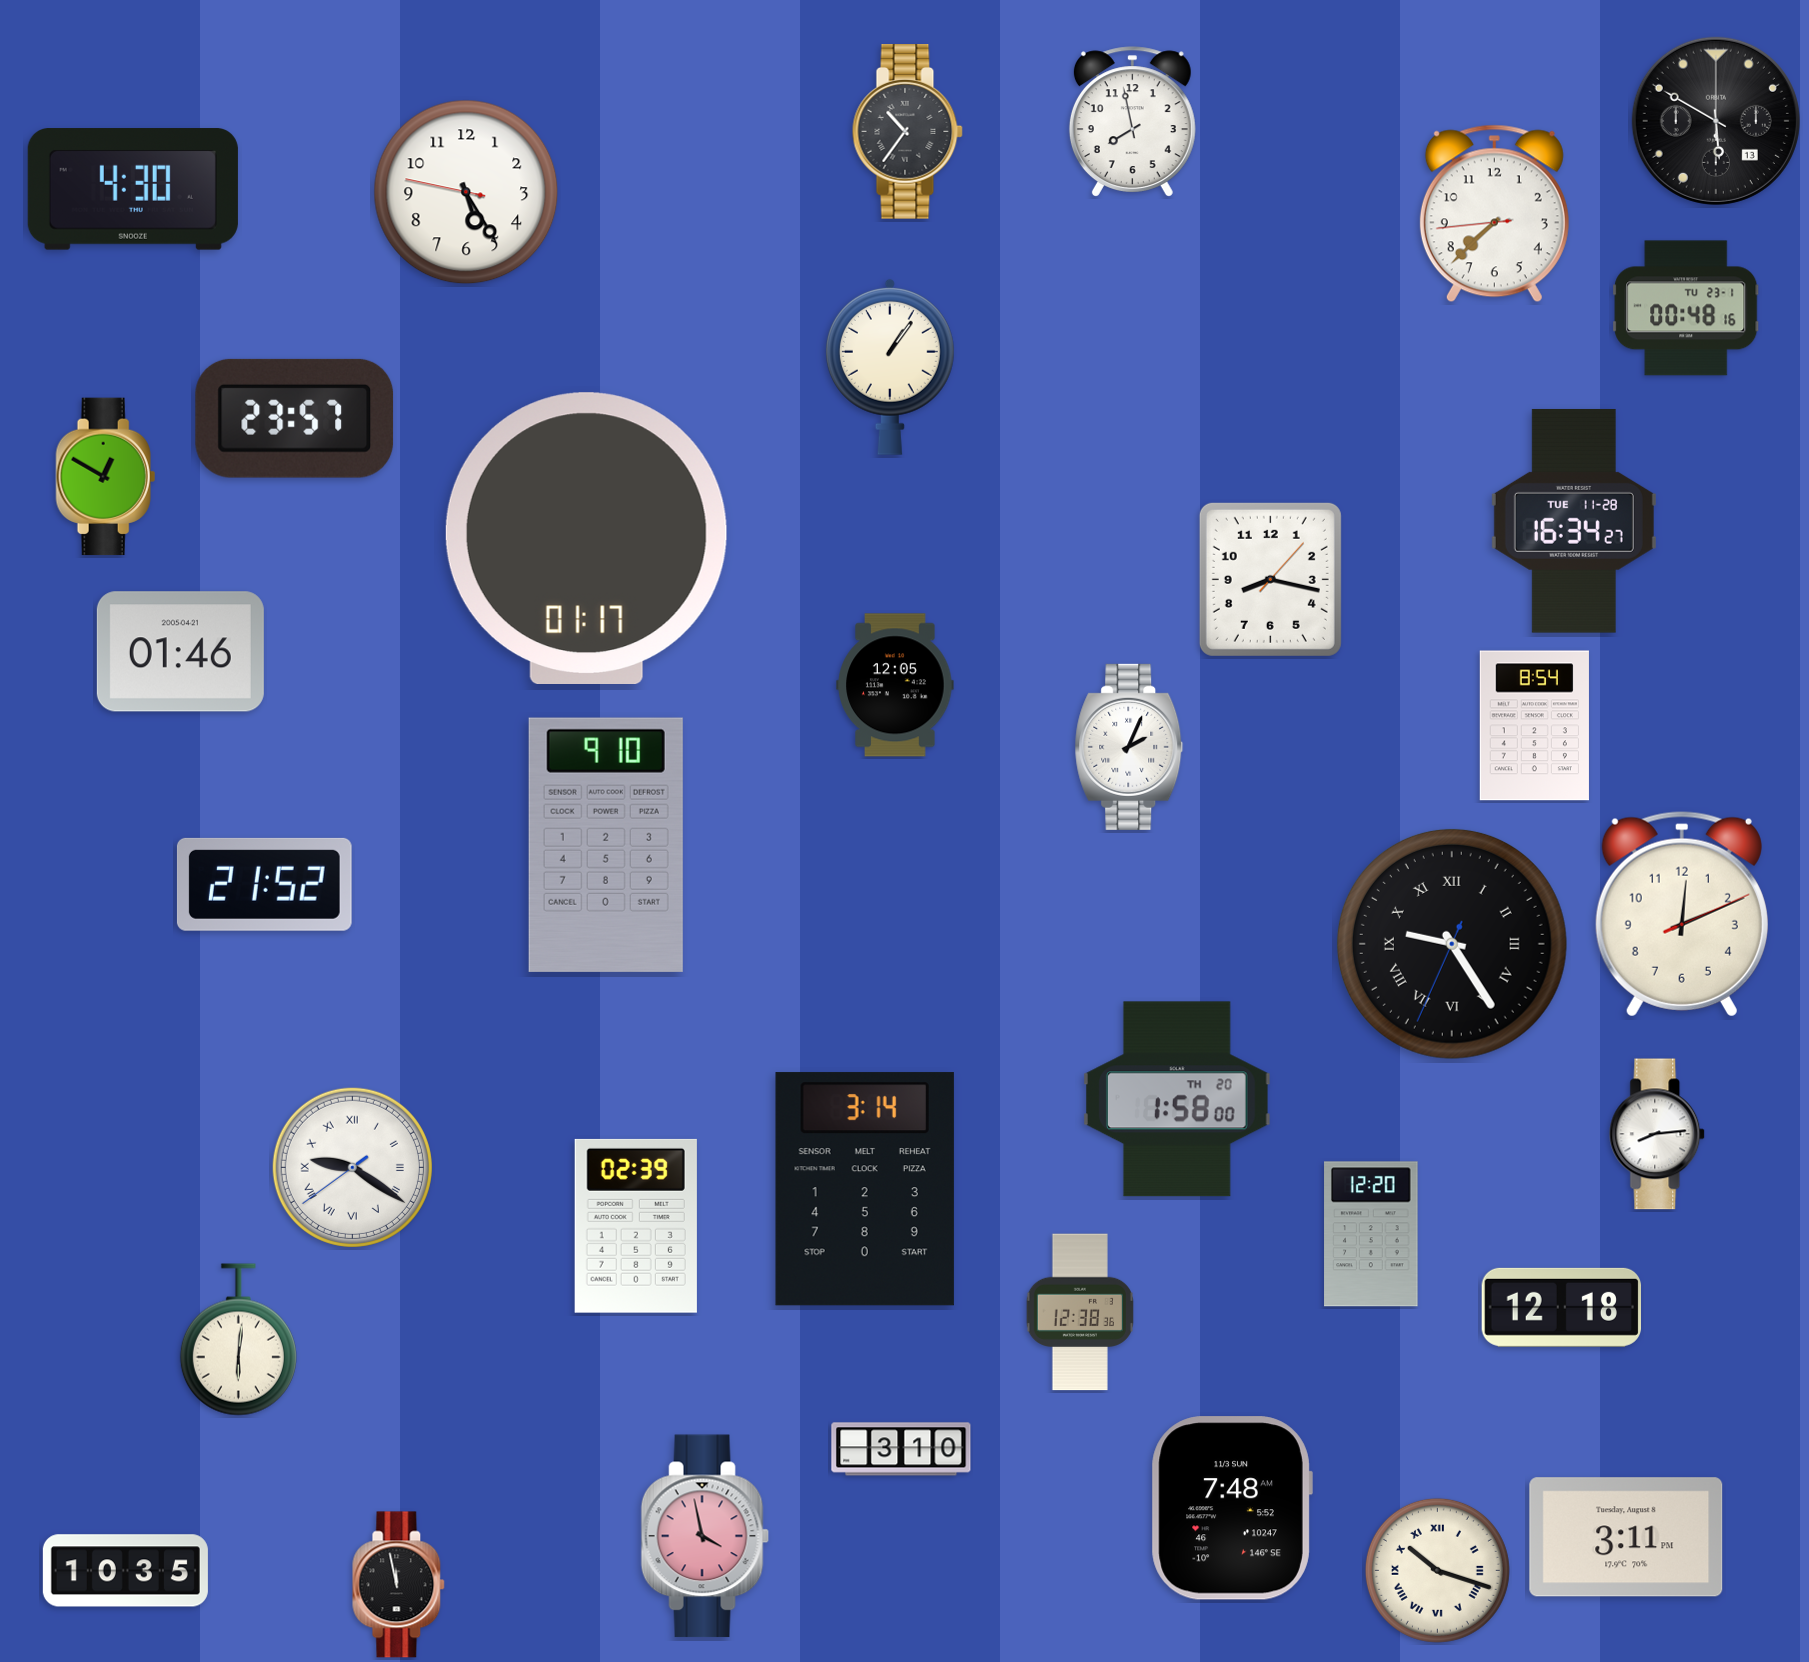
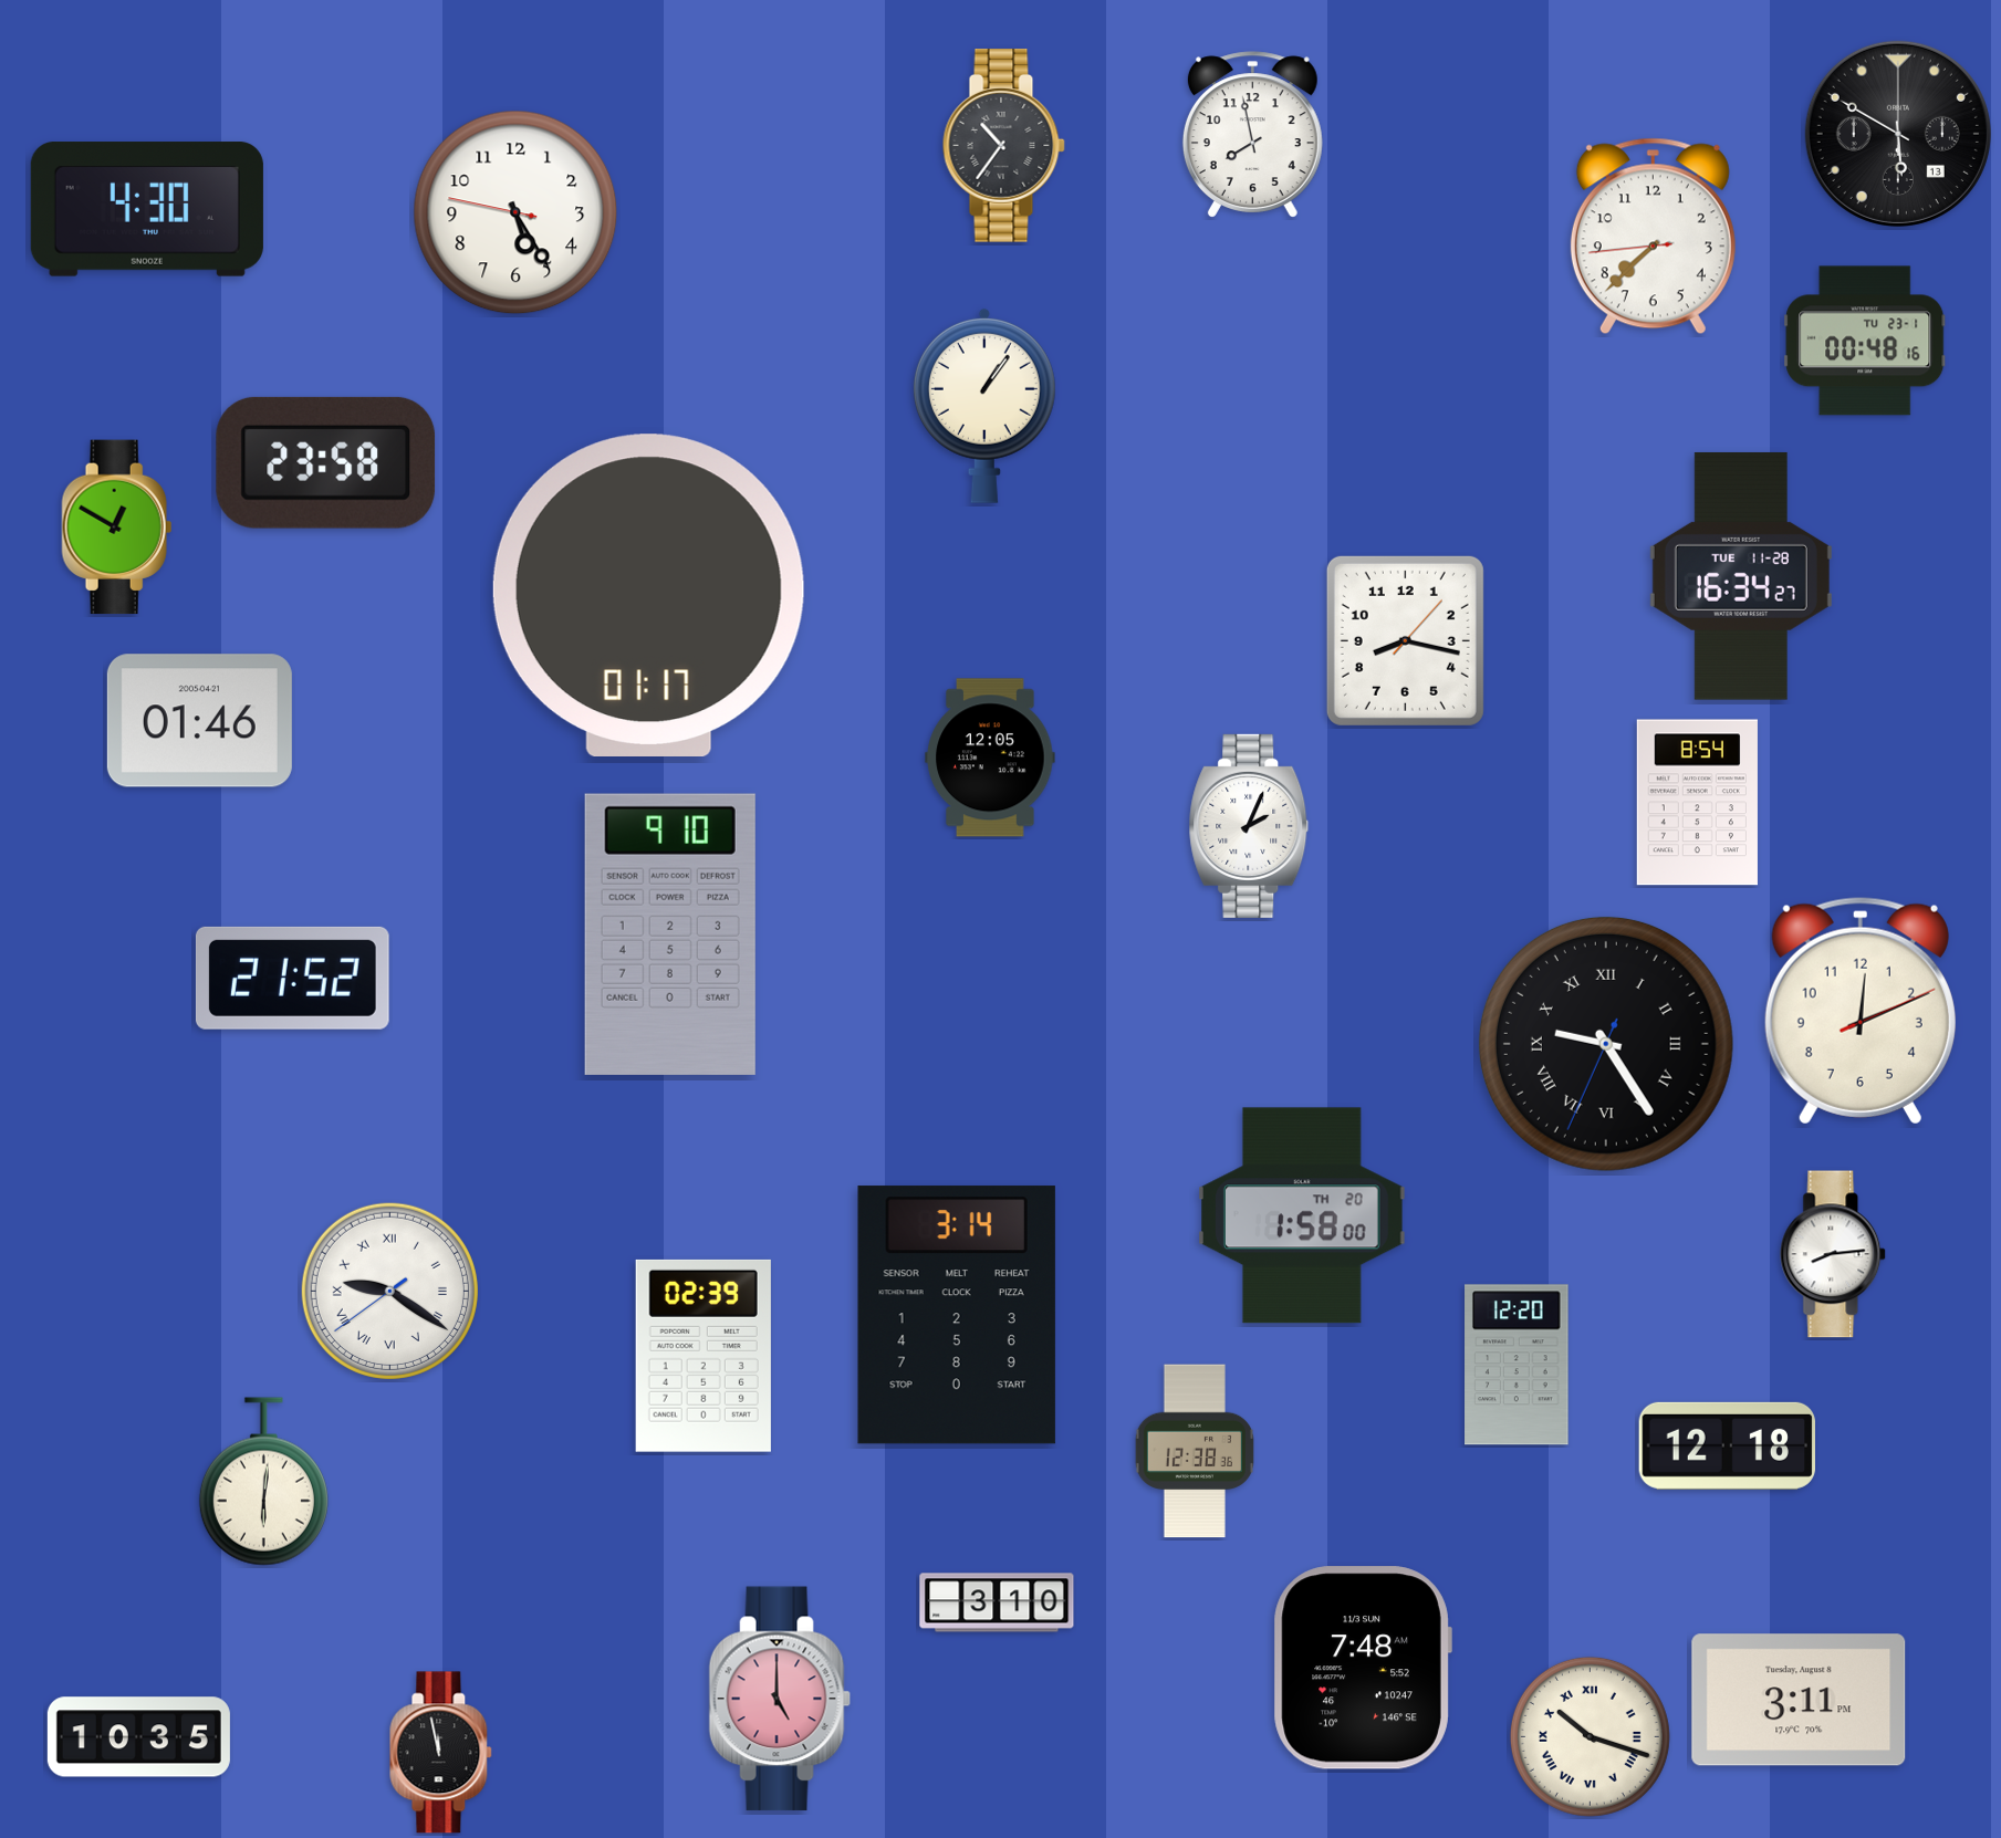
clock at (295, 418): 23:57 -> 23:58
clock at (705, 1536): 3:58 -> 5:00
